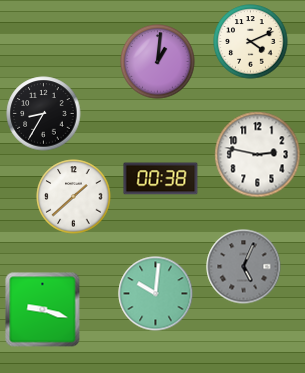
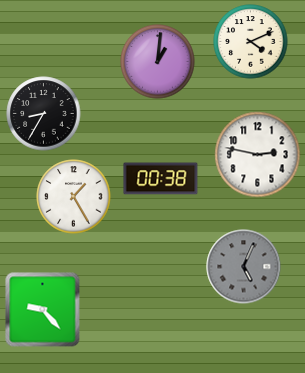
clock at (74, 197): 1:38 -> 1:25
clock at (156, 294): 10:01 -> none
clock at (43, 310): 9:18 -> 9:23
